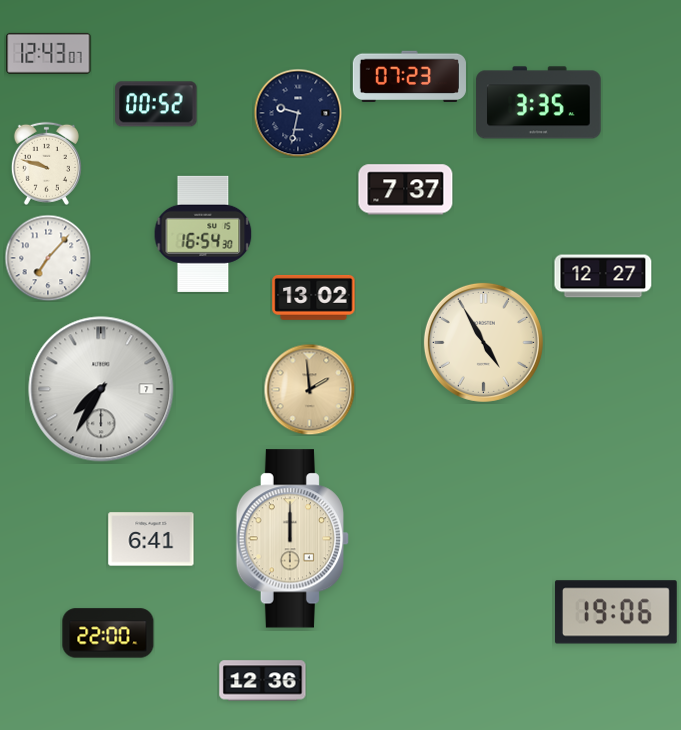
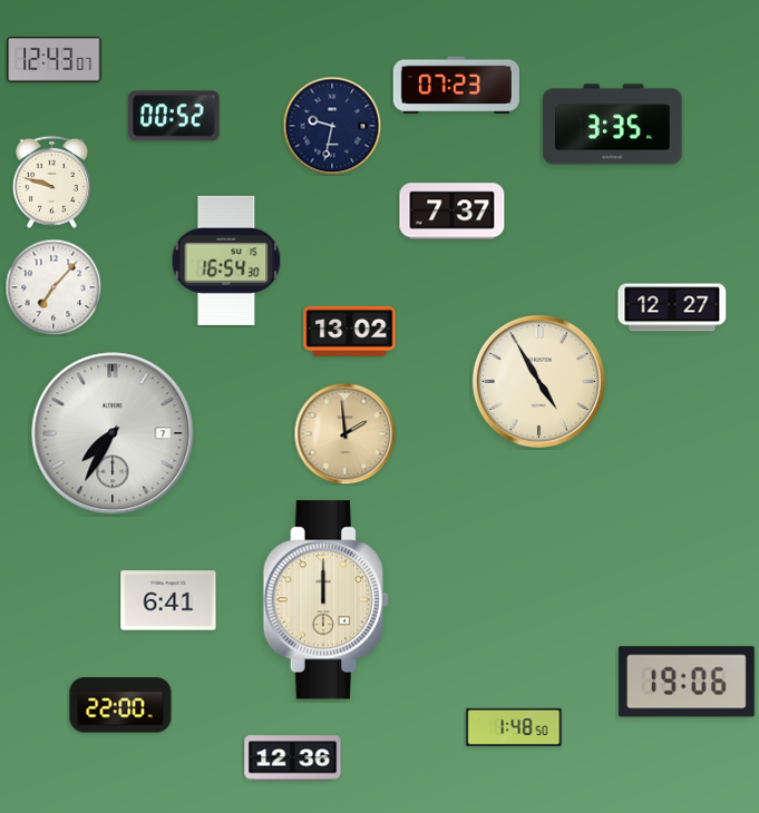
clock at (539, 103) position: (539, 103) -> (613, 125)
clock at (514, 727): none -> 1:48
